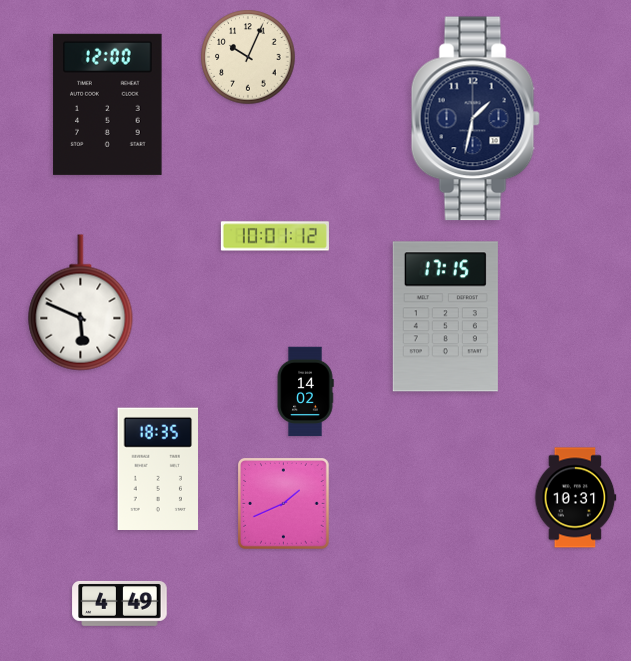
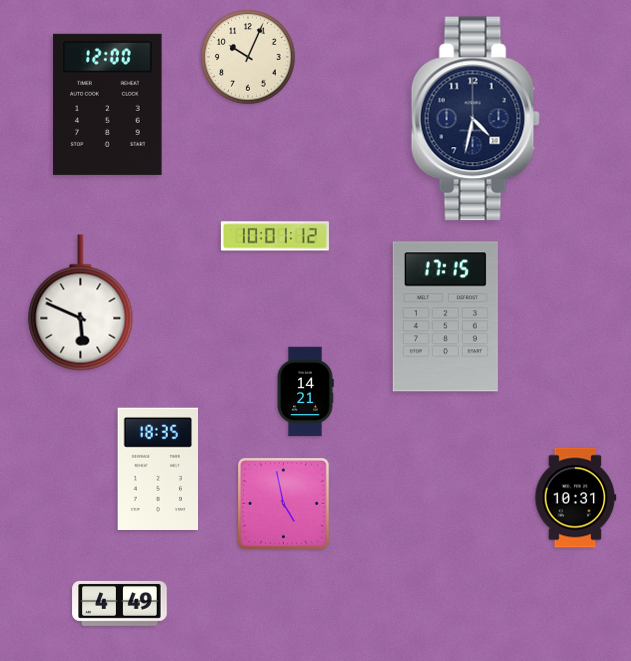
clock at (475, 119): 1:32 -> 4:32
clock at (305, 392): 14:02 -> 14:21
clock at (284, 504): 1:41 -> 4:58
